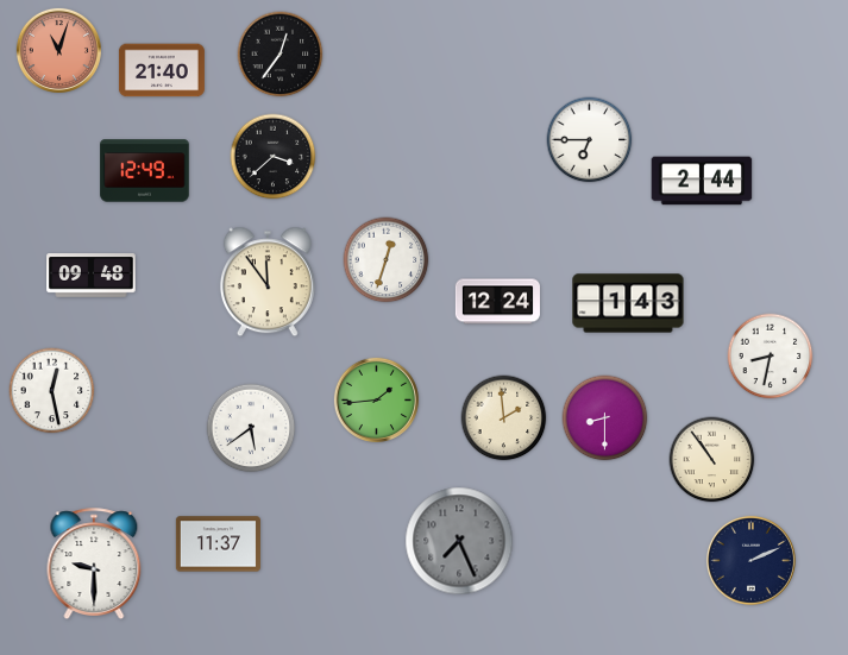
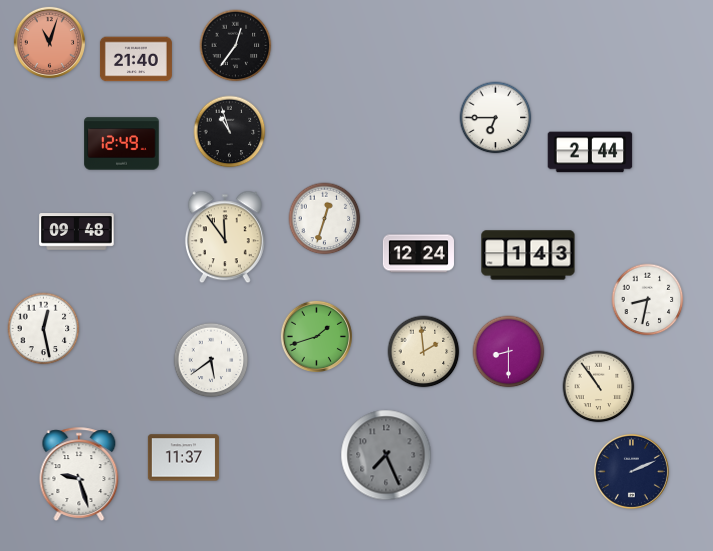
clock at (274, 157): 3:38 -> 10:57
clock at (376, 399): 1:44 -> 1:42
clock at (94, 563): 9:30 -> 9:27
